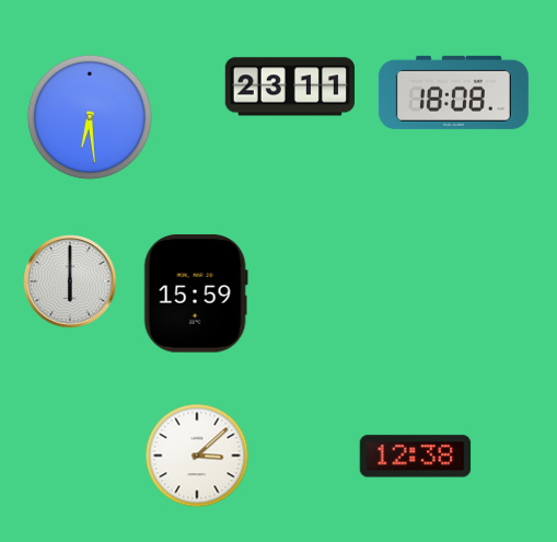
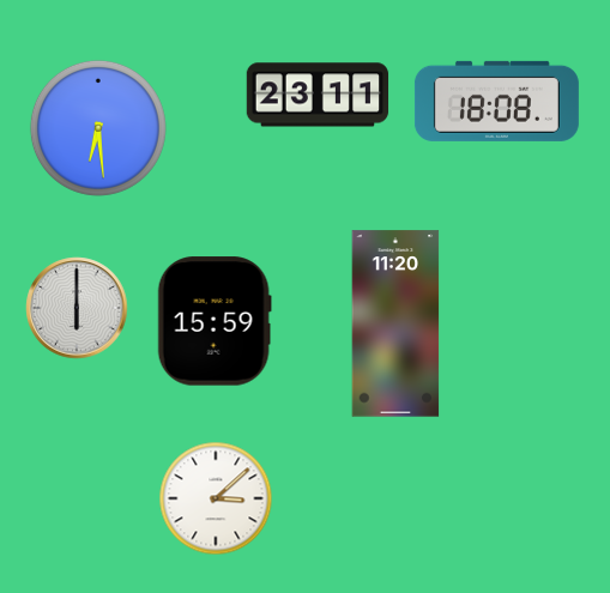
clock at (395, 323): none -> 11:20
clock at (416, 457): 12:38 -> none
